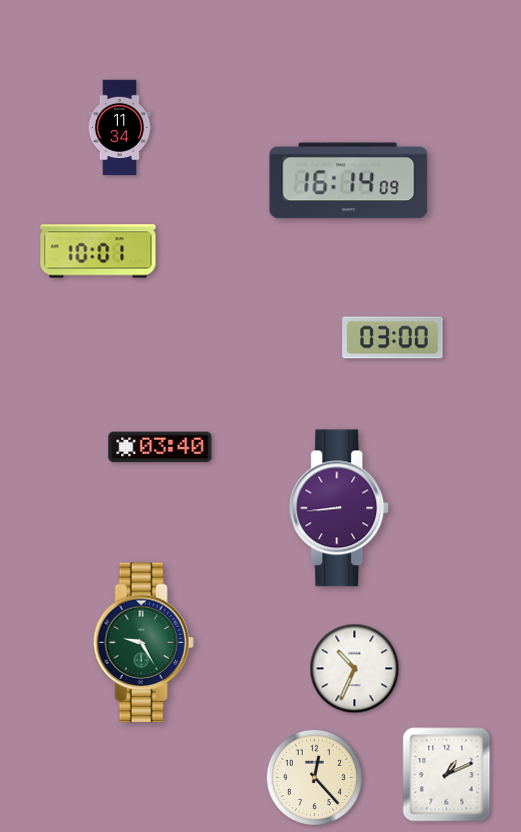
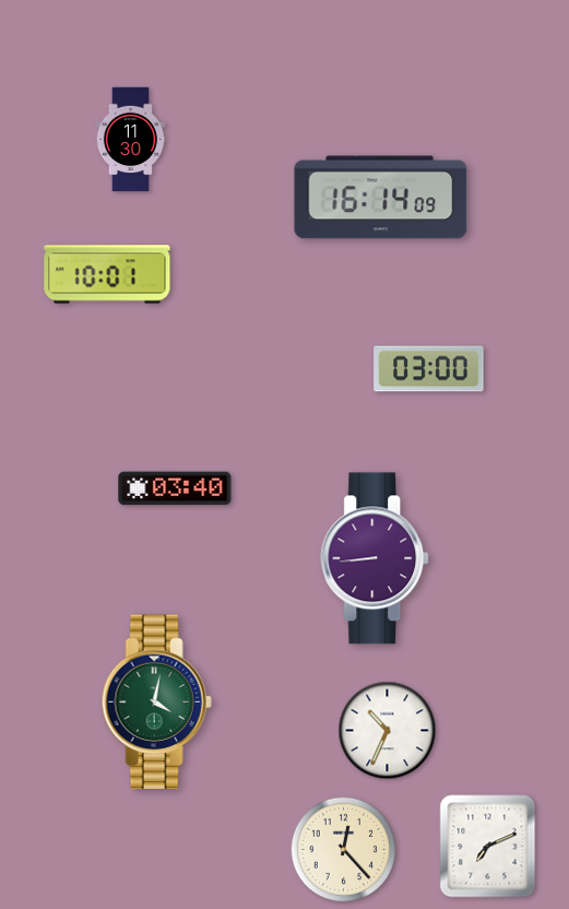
clock at (120, 128): 11:34 -> 11:30
clock at (340, 508) position: (340, 508) -> (376, 558)
clock at (143, 643): 9:25 -> 4:02
clock at (447, 775): 1:11 -> 7:11
